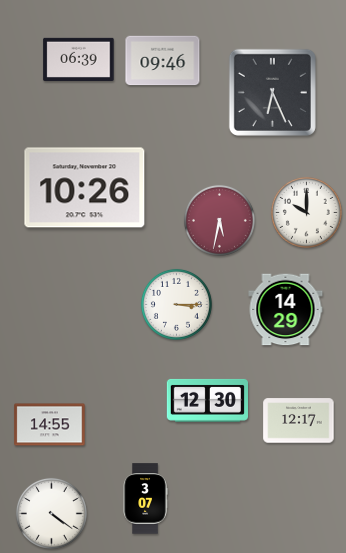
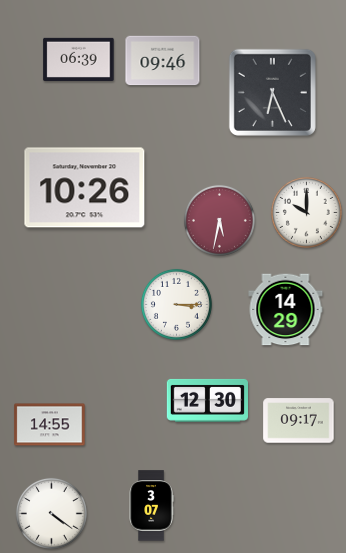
clock at (299, 421): 12:17 -> 09:17
clock at (145, 499) position: (145, 499) -> (151, 506)
